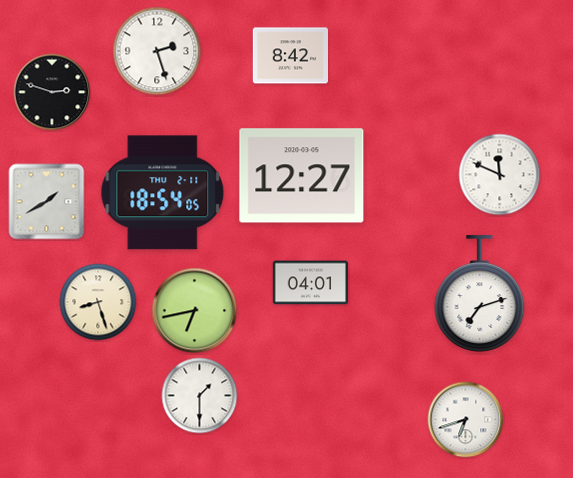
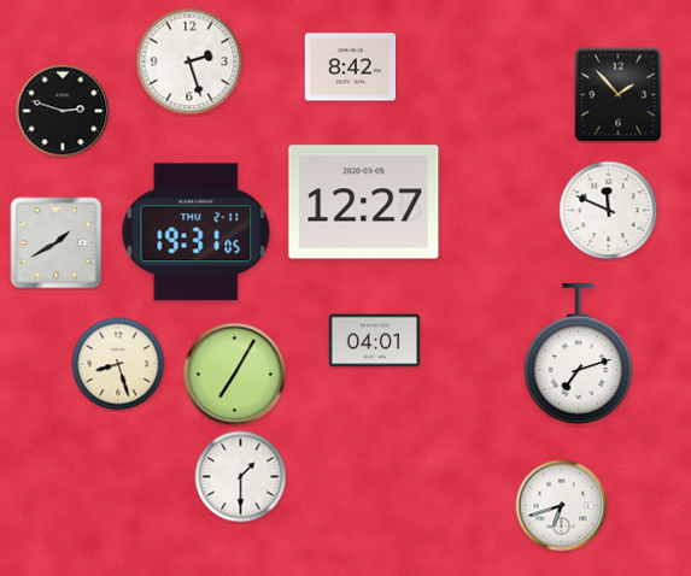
clock at (619, 95): none -> 1:53
clock at (500, 175) position: (500, 175) -> (609, 211)
clock at (302, 176) position: (302, 176) -> (364, 202)
clock at (163, 193): 18:54 -> 19:31
clock at (195, 311): 6:43 -> 7:05
